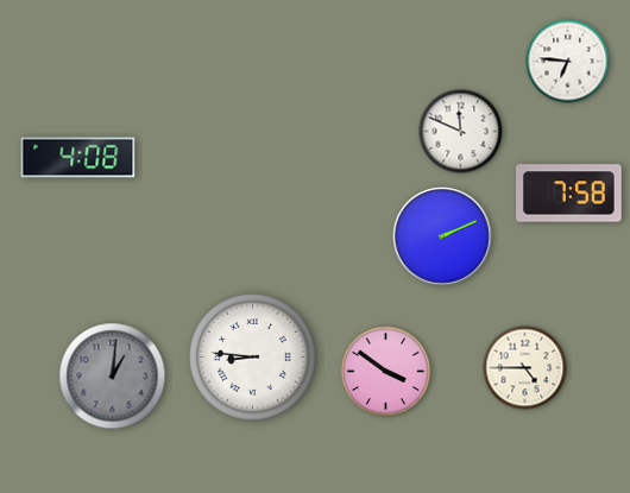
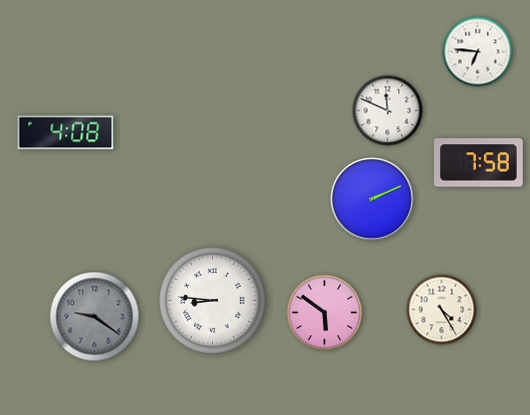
clock at (525, 368): 4:45 -> 4:25
clock at (386, 372): 3:51 -> 5:51
clock at (113, 377): 1:01 -> 9:21
